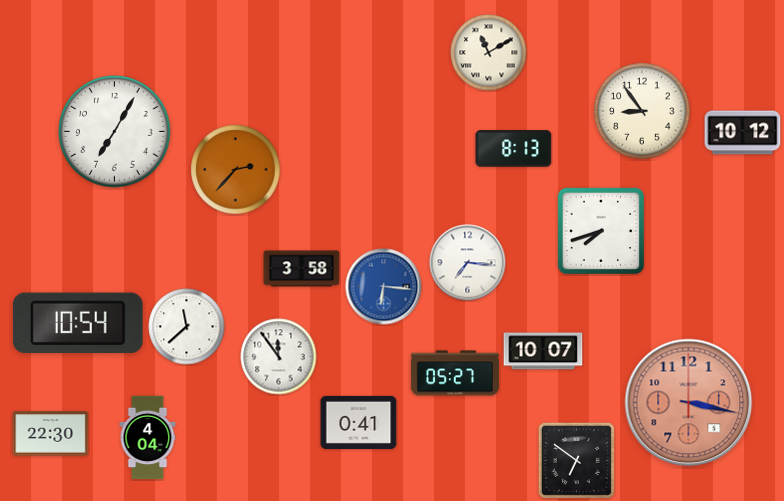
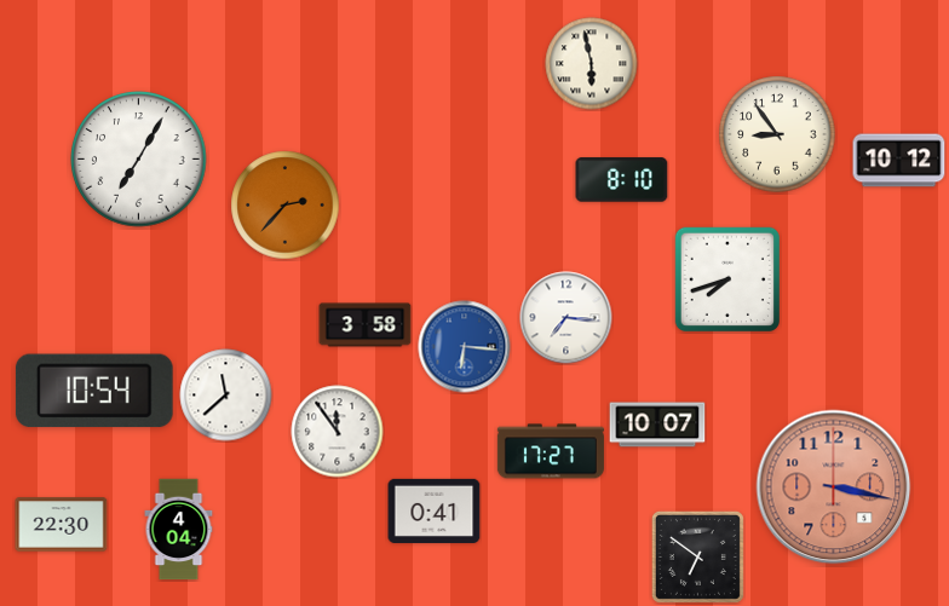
clock at (489, 53): 11:10 -> 5:58
clock at (514, 149): 8:13 -> 8:10
clock at (455, 373): 05:27 -> 17:27
